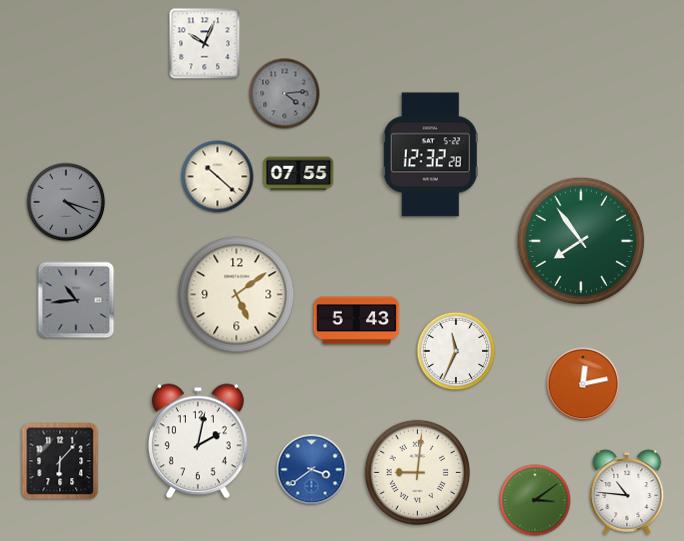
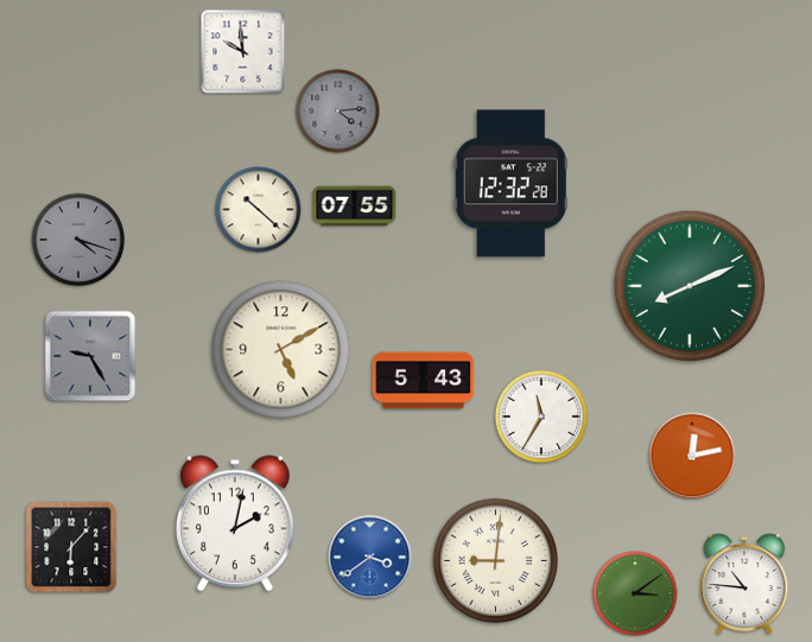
clock at (205, 44): 10:04 -> 9:59
clock at (581, 241): 7:54 -> 8:11
clock at (237, 295): 5:09 -> 5:10
clock at (76, 300): 10:44 -> 9:25
clock at (456, 351): 11:34 -> 11:35
